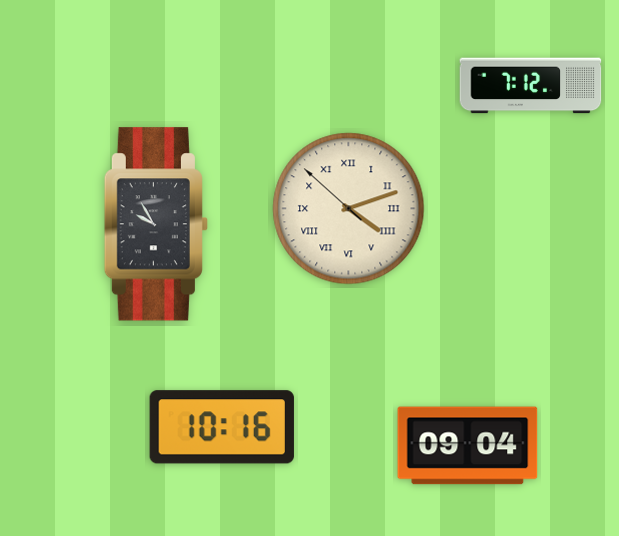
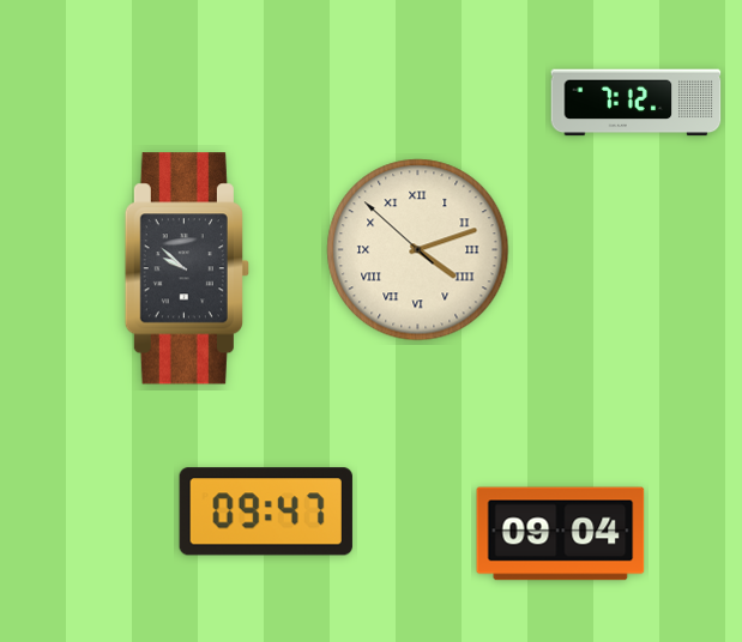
clock at (156, 224): 9:55 -> 9:52
clock at (222, 427): 10:16 -> 09:47
